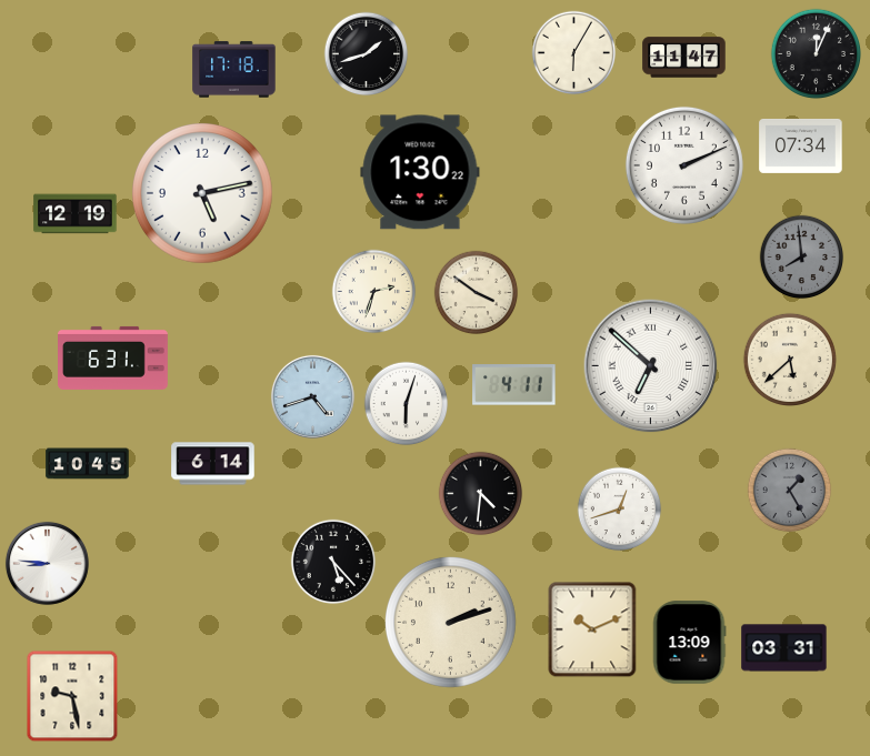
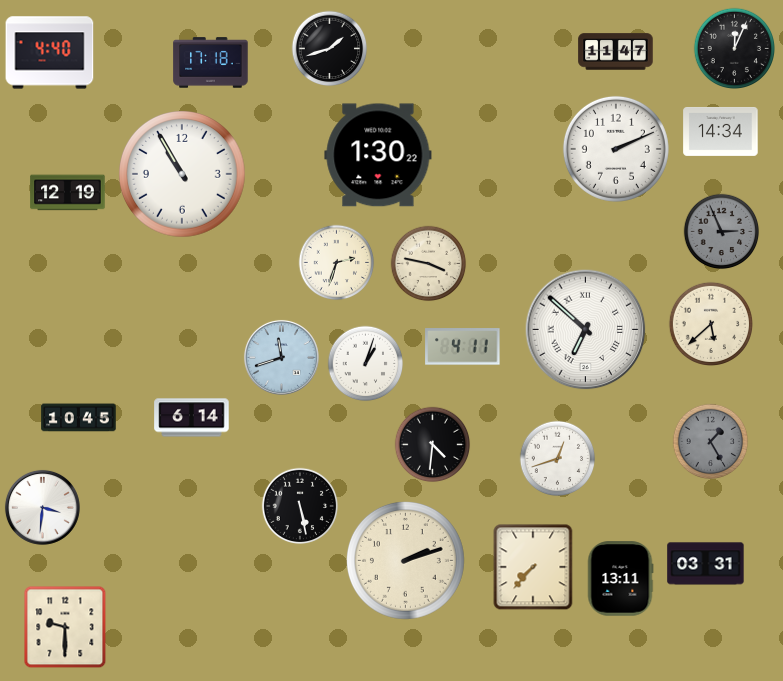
clock at (574, 53): 6:05 -> none
clock at (50, 53): none -> 4:40
clock at (801, 145): 07:34 -> 14:34
clock at (203, 194): 5:13 -> 10:55
clock at (802, 258): 7:59 -> 2:56
clock at (477, 293): 3:51 -> 3:47
clock at (113, 357): 6:31 -> none
clock at (312, 396): 4:42 -> 11:42
clock at (407, 404): 6:03 -> 1:03
clock at (333, 562): 5:23 -> 5:28
clock at (47, 563): 8:46 -> 3:31
clock at (592, 629): 10:11 -> 7:37
clock at (689, 643): 13:09 -> 13:11
clock at (784, 648) position: (784, 648) -> (706, 564)
clock at (72, 696): 9:28 -> 9:30
